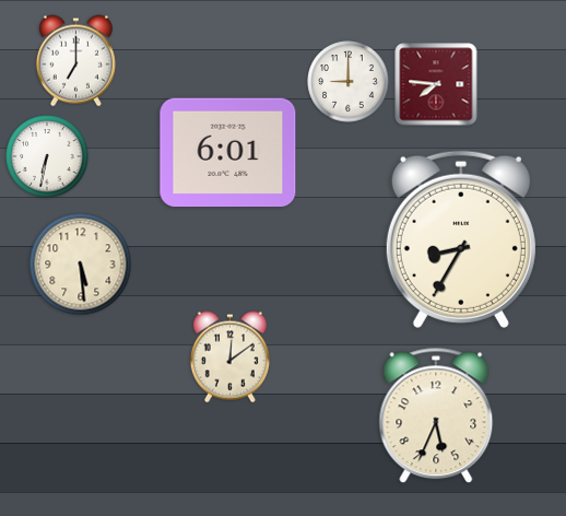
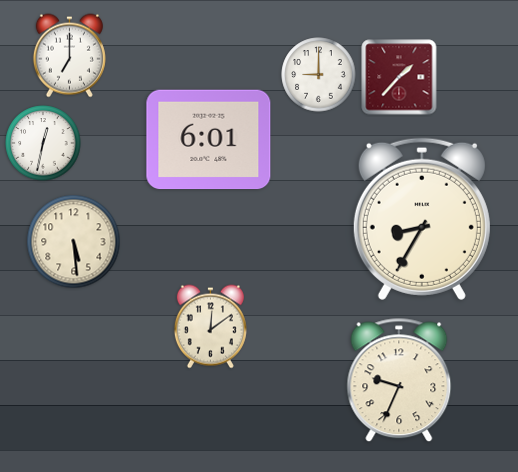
clock at (436, 84): 7:46 -> 1:37
clock at (47, 156): 6:32 -> 12:32
clock at (436, 415): 5:34 -> 9:34
